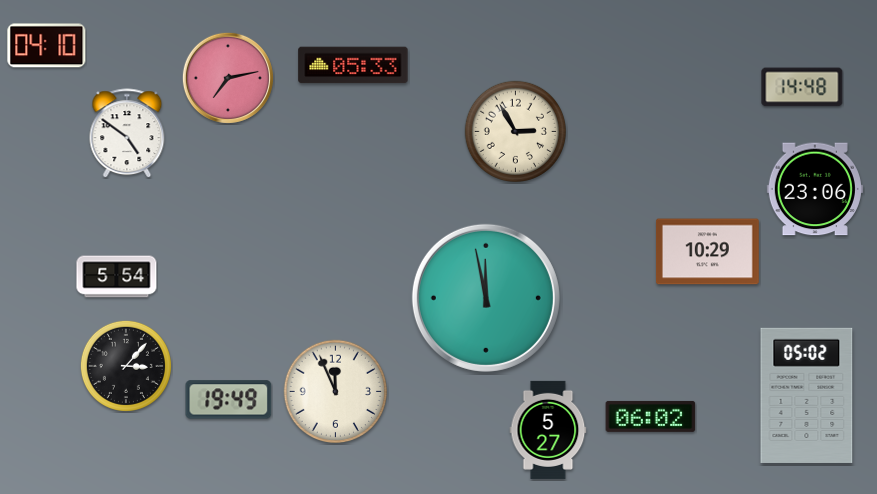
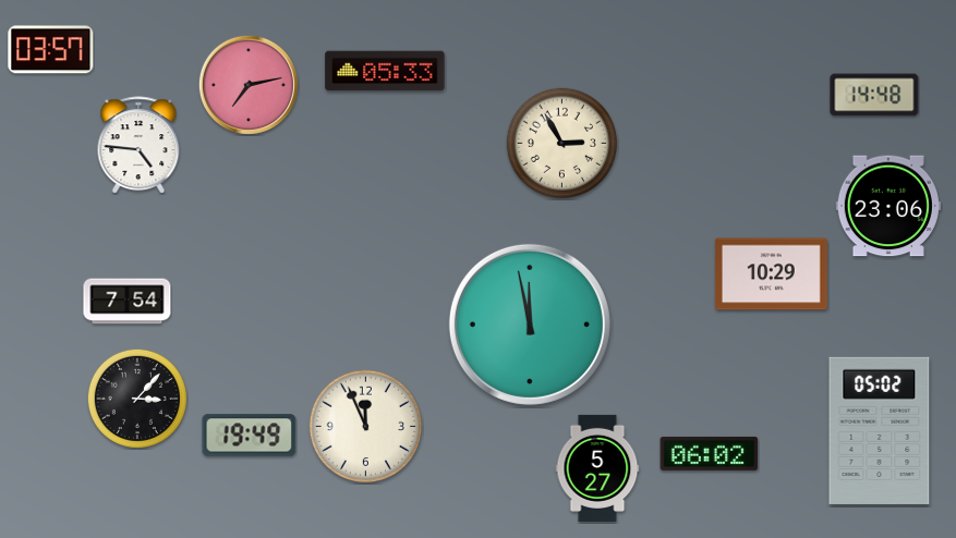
clock at (47, 46): 04:10 -> 03:57
clock at (127, 133): 4:51 -> 4:46
clock at (117, 277): 5:54 -> 7:54
